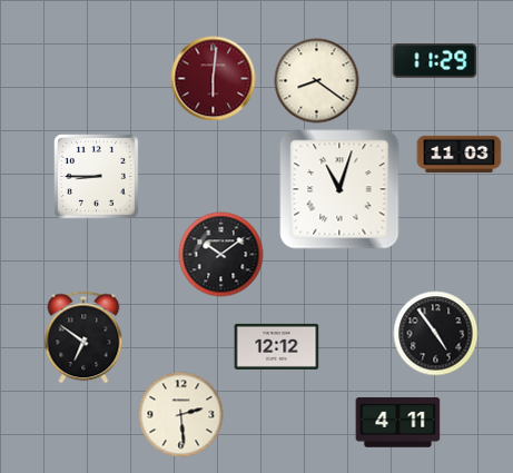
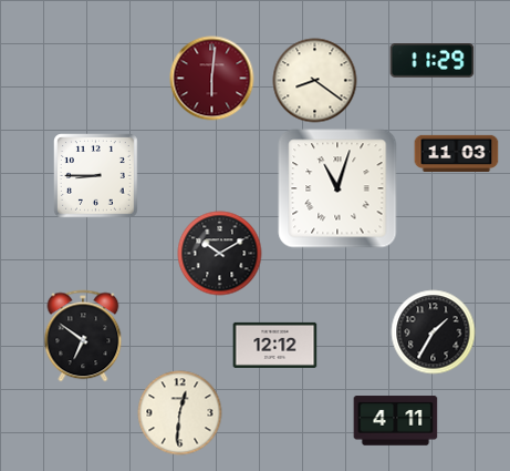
clock at (221, 255): 10:09 -> 10:10
clock at (436, 334): 4:54 -> 1:35
clock at (181, 415): 2:29 -> 12:31
